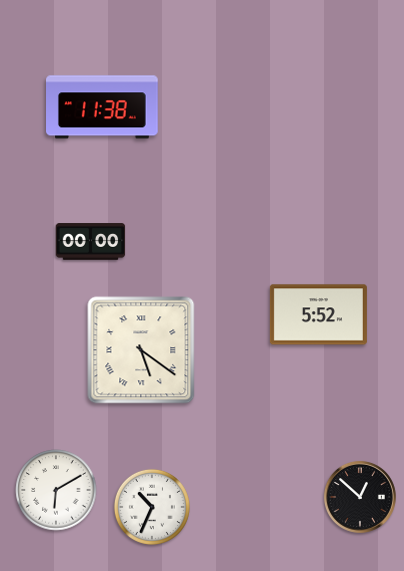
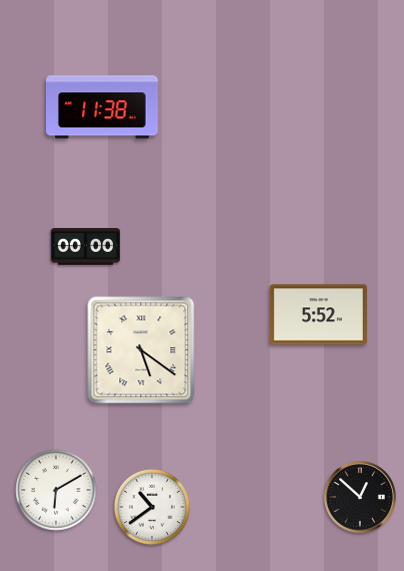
clock at (91, 242) position: (91, 242) -> (86, 247)
clock at (152, 507): 10:34 -> 10:39
